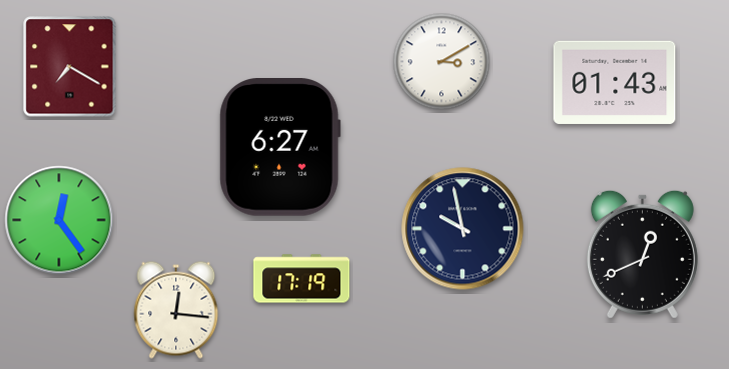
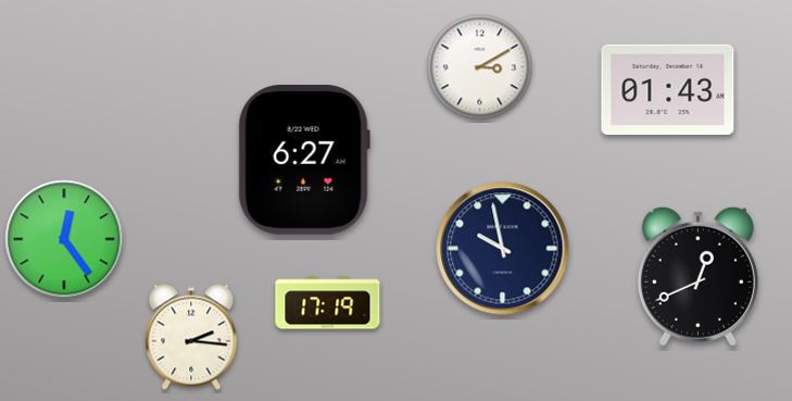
clock at (70, 67): 7:20 -> none
clock at (176, 310): 12:16 -> 2:16
